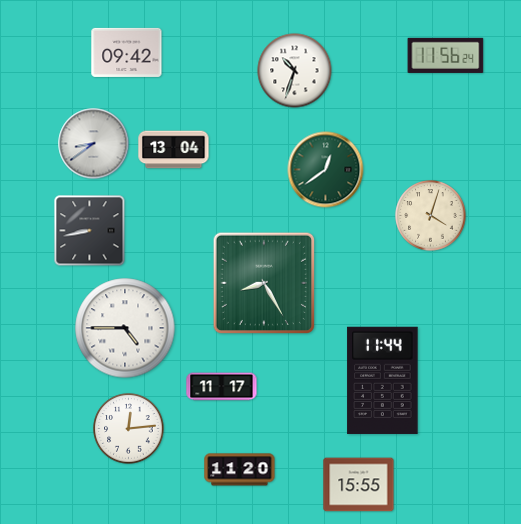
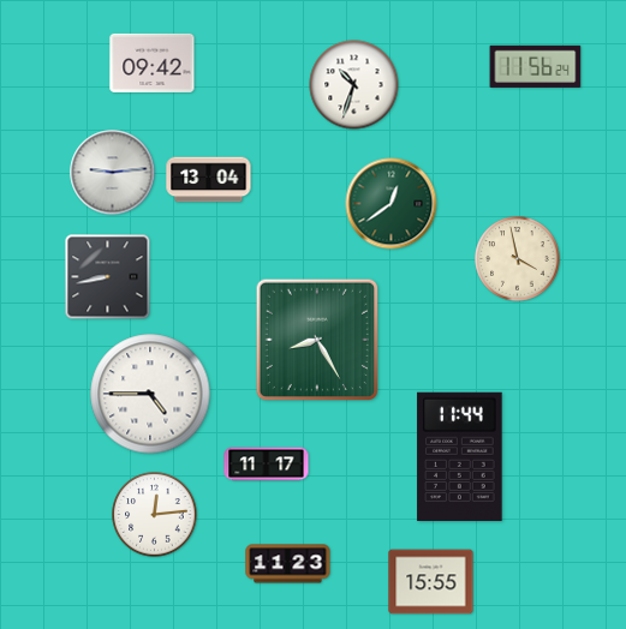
clock at (94, 144): 8:39 -> 9:14
clock at (431, 216): 4:03 -> 3:58
clock at (240, 470): 11:20 -> 11:23
